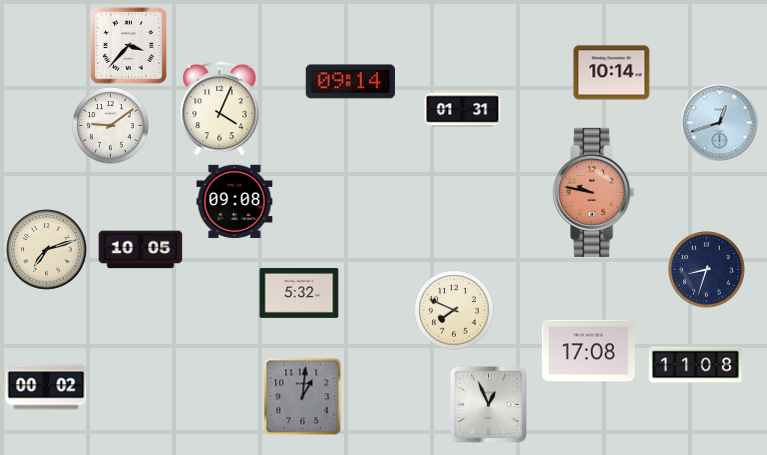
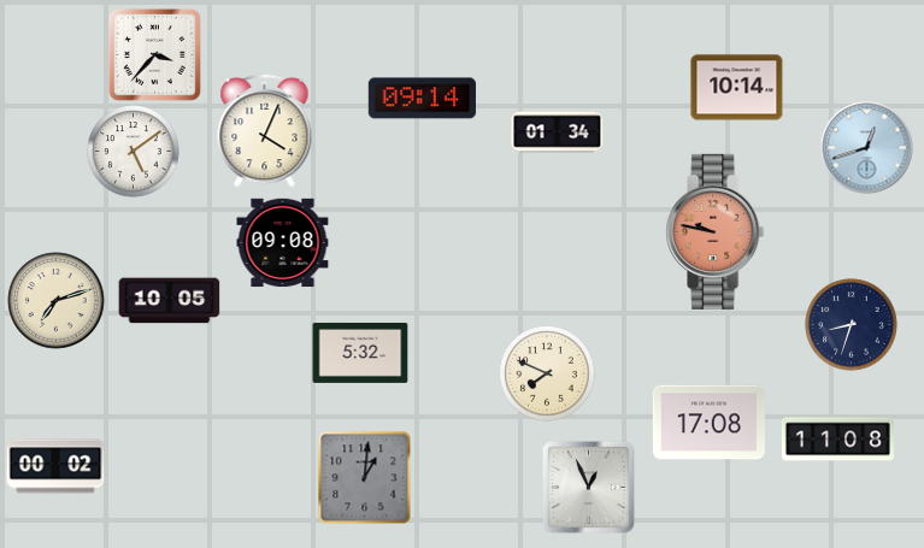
clock at (463, 110): 01:31 -> 01:34
clock at (111, 126): 9:09 -> 5:09
